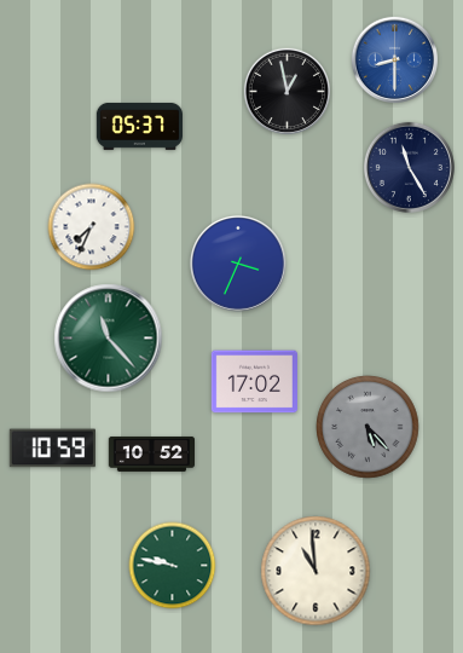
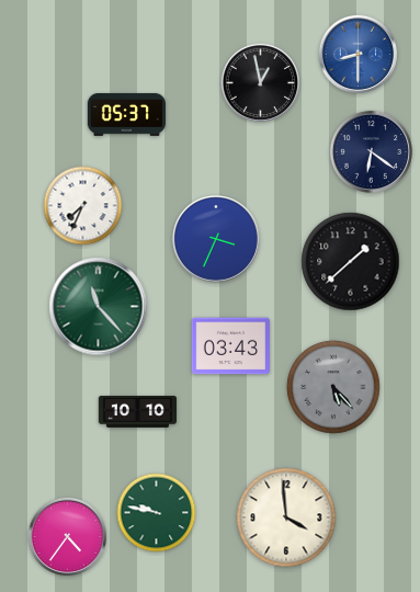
clock at (409, 167): 11:25 -> 6:21
clock at (351, 262): none -> 1:38
clock at (254, 382): 17:02 -> 03:43
clock at (52, 449): 10:59 -> none
clock at (151, 453): 10:52 -> 10:10
clock at (316, 571): 10:59 -> 3:59
clock at (67, 536): none -> 4:36
